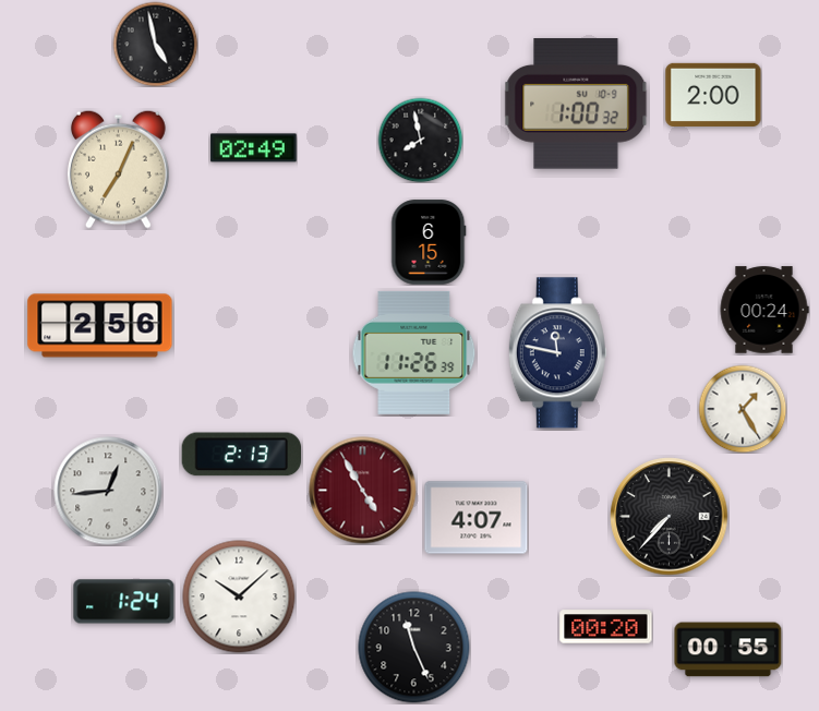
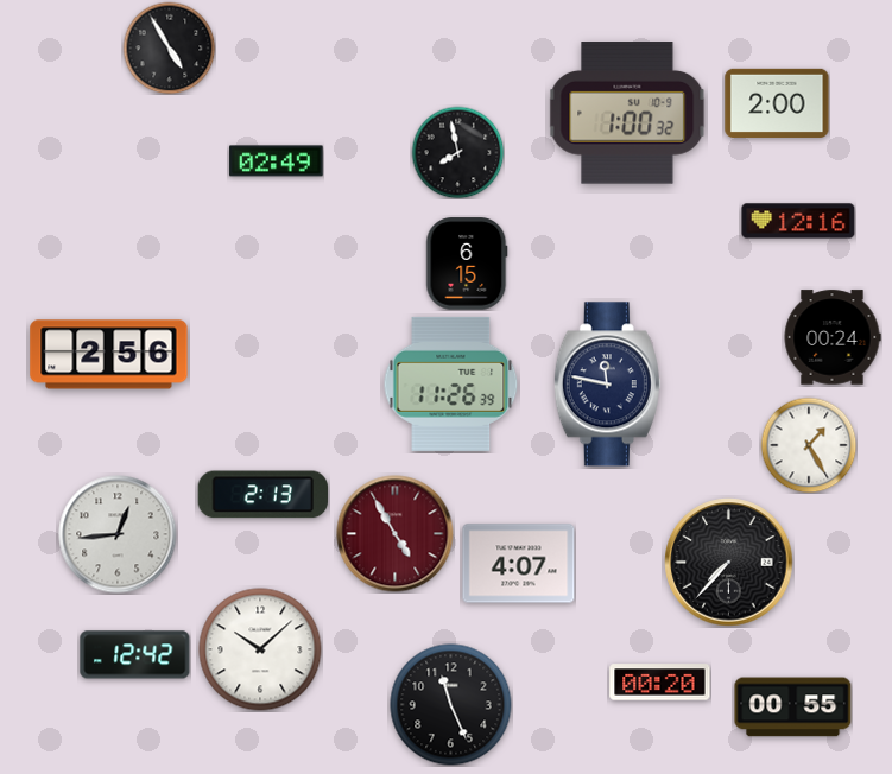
clock at (155, 44): 4:58 -> 4:55
clock at (118, 169): 7:04 -> none
clock at (798, 221): none -> 12:16
clock at (124, 602): 1:24 -> 12:42
